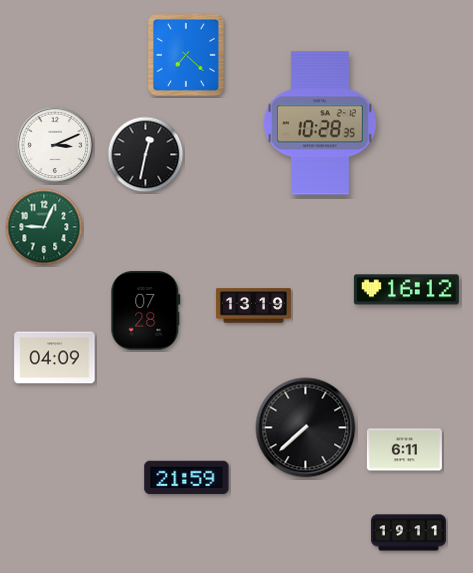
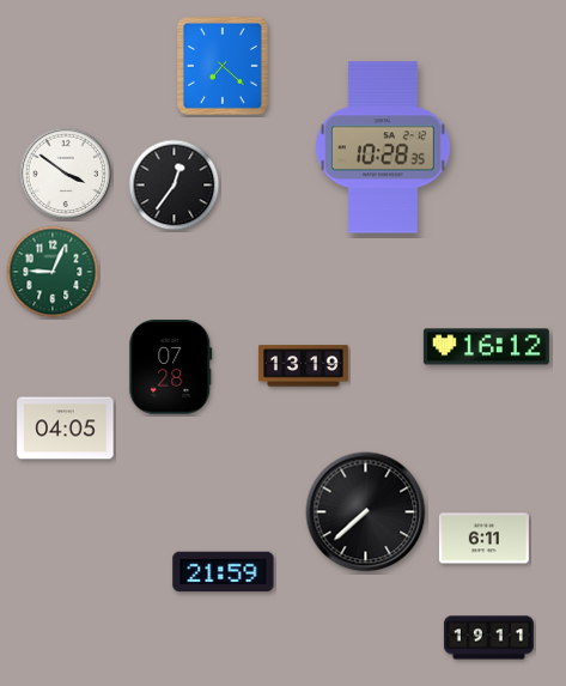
clock at (55, 145): 3:11 -> 3:51
clock at (146, 155): 12:32 -> 12:36
clock at (146, 311) position: (146, 311) -> (171, 368)
clock at (55, 358): 04:09 -> 04:05
